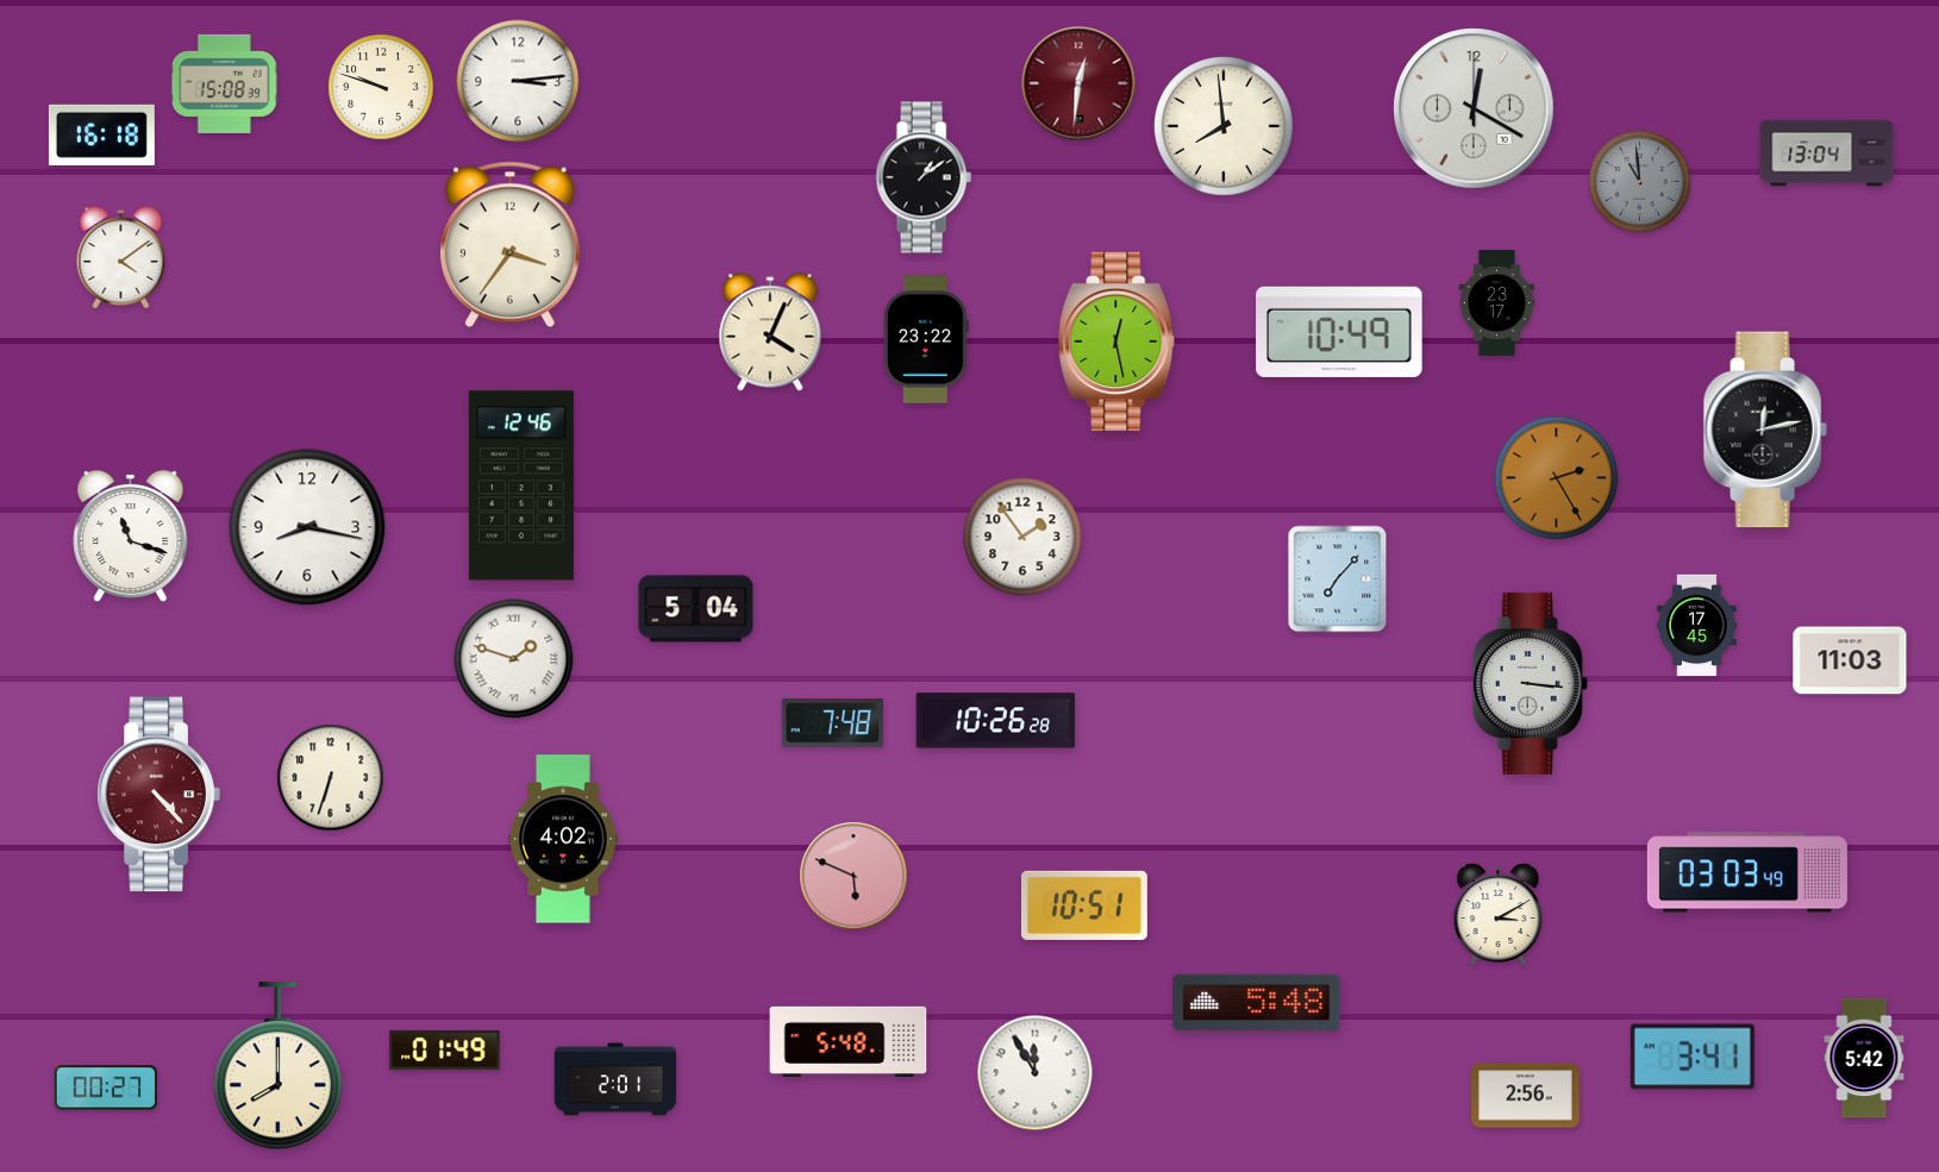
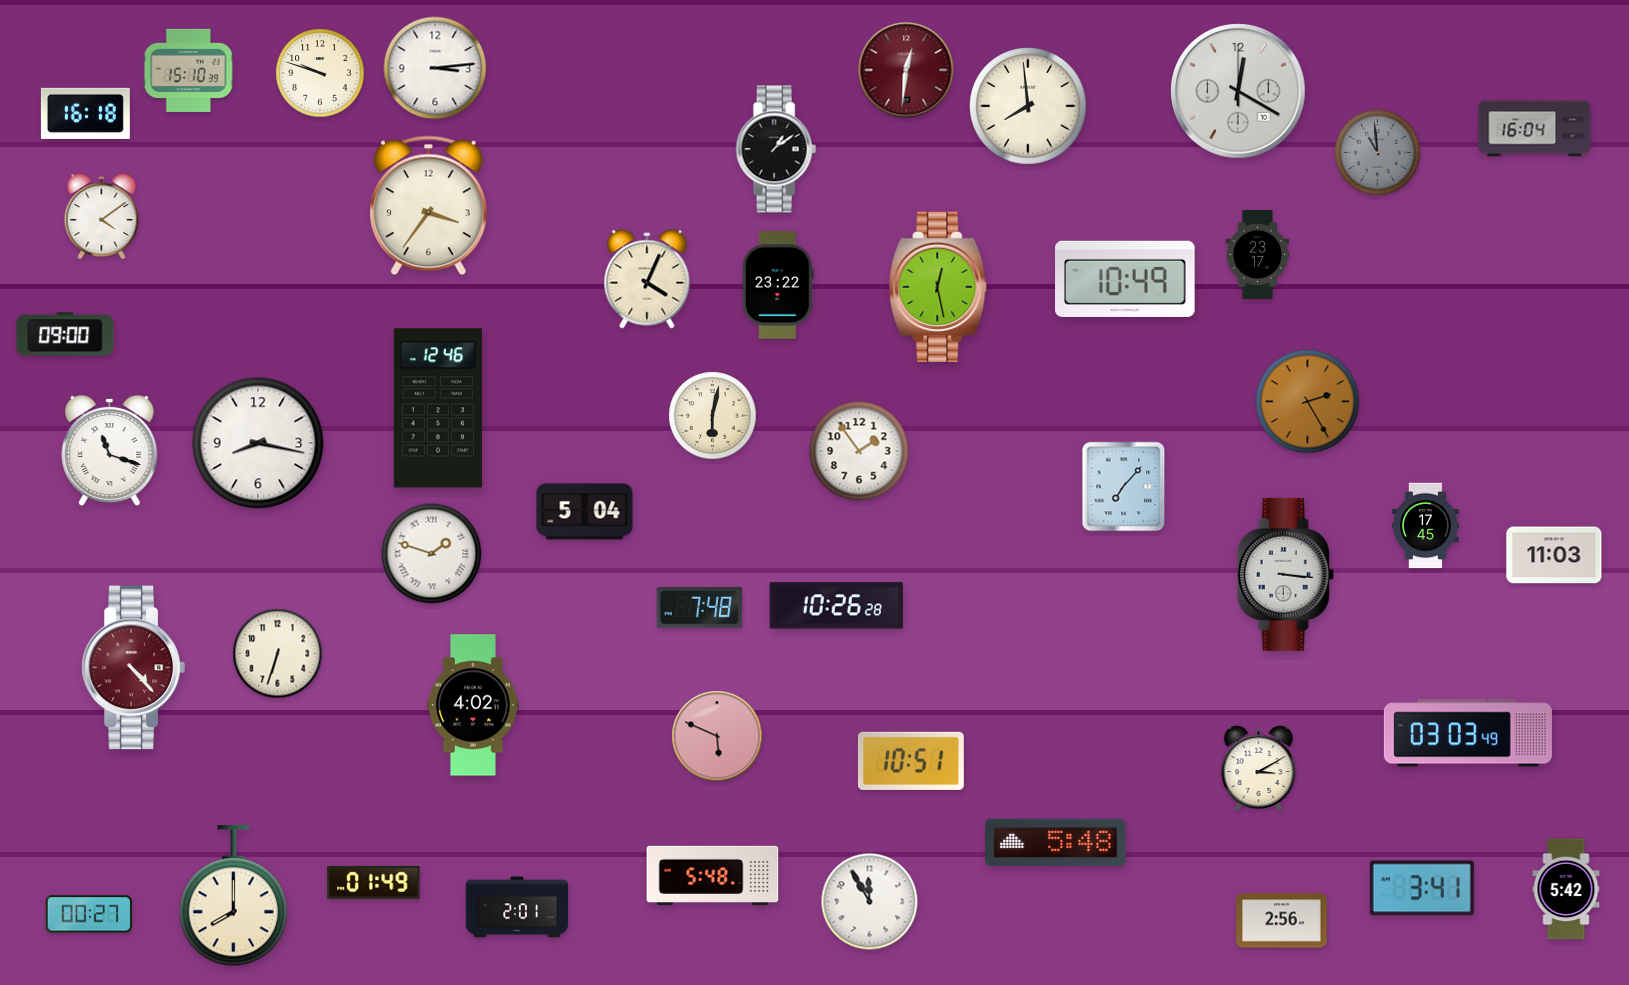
clock at (224, 83): 15:08 -> 15:10
clock at (1827, 153): 13:04 -> 16:04
clock at (65, 334): none -> 09:00
clock at (1765, 430): 12:13 -> none
clock at (713, 416): none -> 6:02
